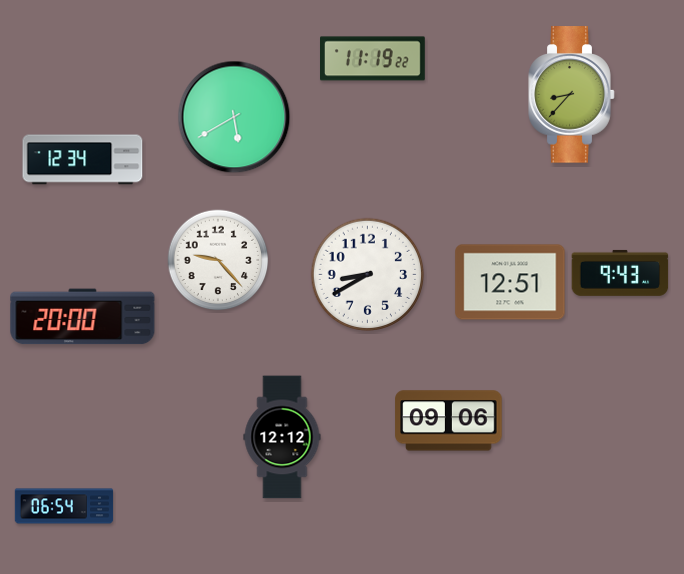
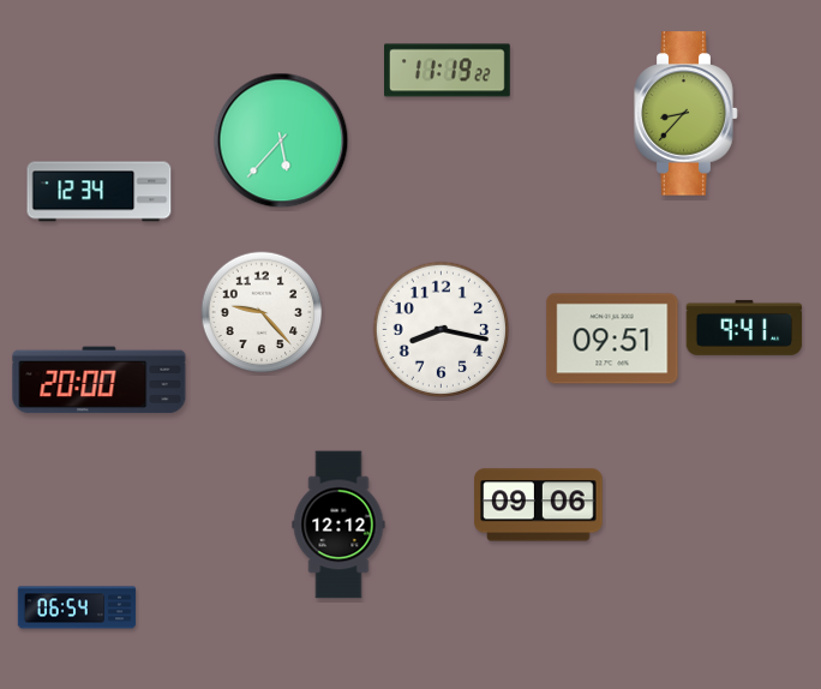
clock at (234, 117): 5:40 -> 5:37
clock at (620, 273): 9:43 -> 9:41
clock at (367, 274): 8:40 -> 8:17
clock at (510, 282): 12:51 -> 09:51
